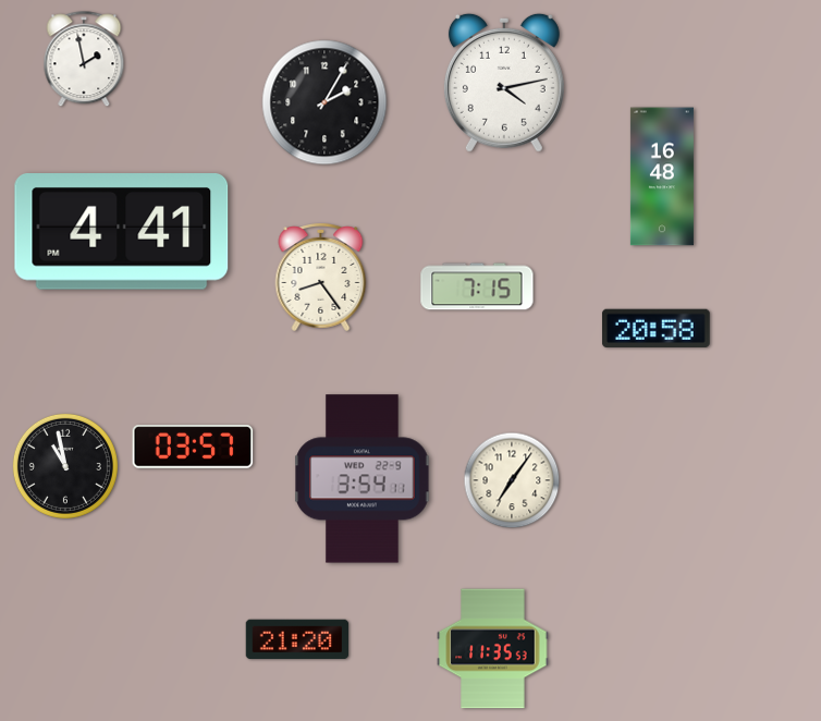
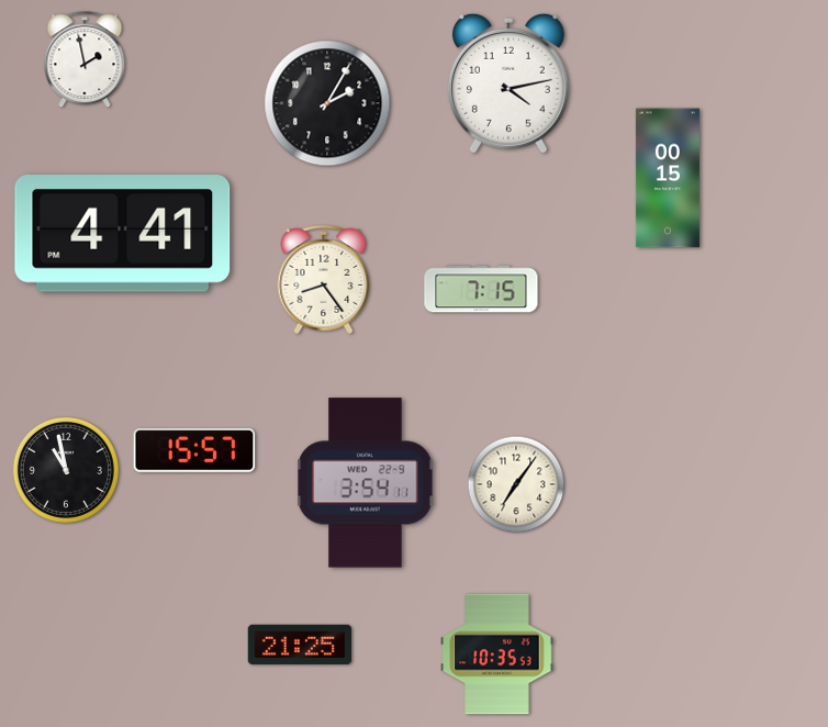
clock at (662, 176): 16:48 -> 00:15
clock at (655, 328): 20:58 -> none
clock at (193, 447): 03:57 -> 15:57
clock at (297, 639): 21:20 -> 21:25
clock at (493, 649): 11:35 -> 10:35
